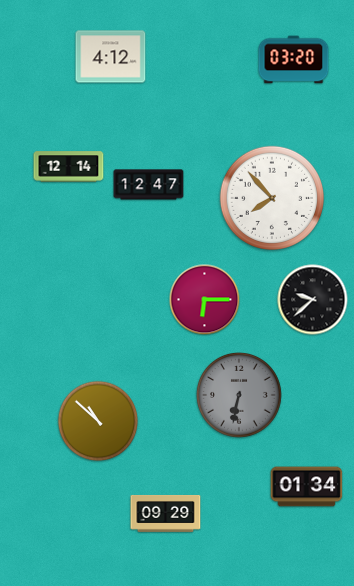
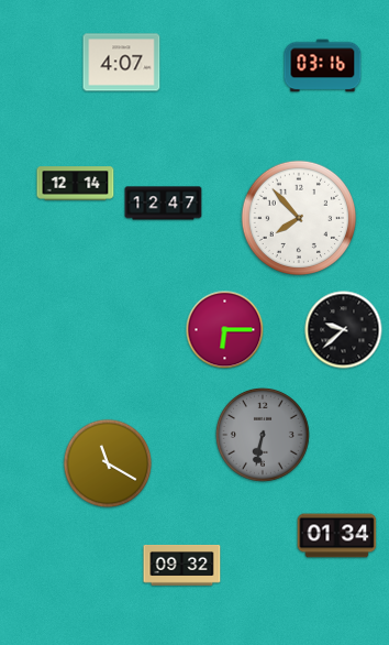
clock at (111, 57): 4:12 -> 4:07
clock at (294, 60): 03:20 -> 03:16
clock at (98, 421): 10:52 -> 11:20
clock at (166, 514): 09:29 -> 09:32
